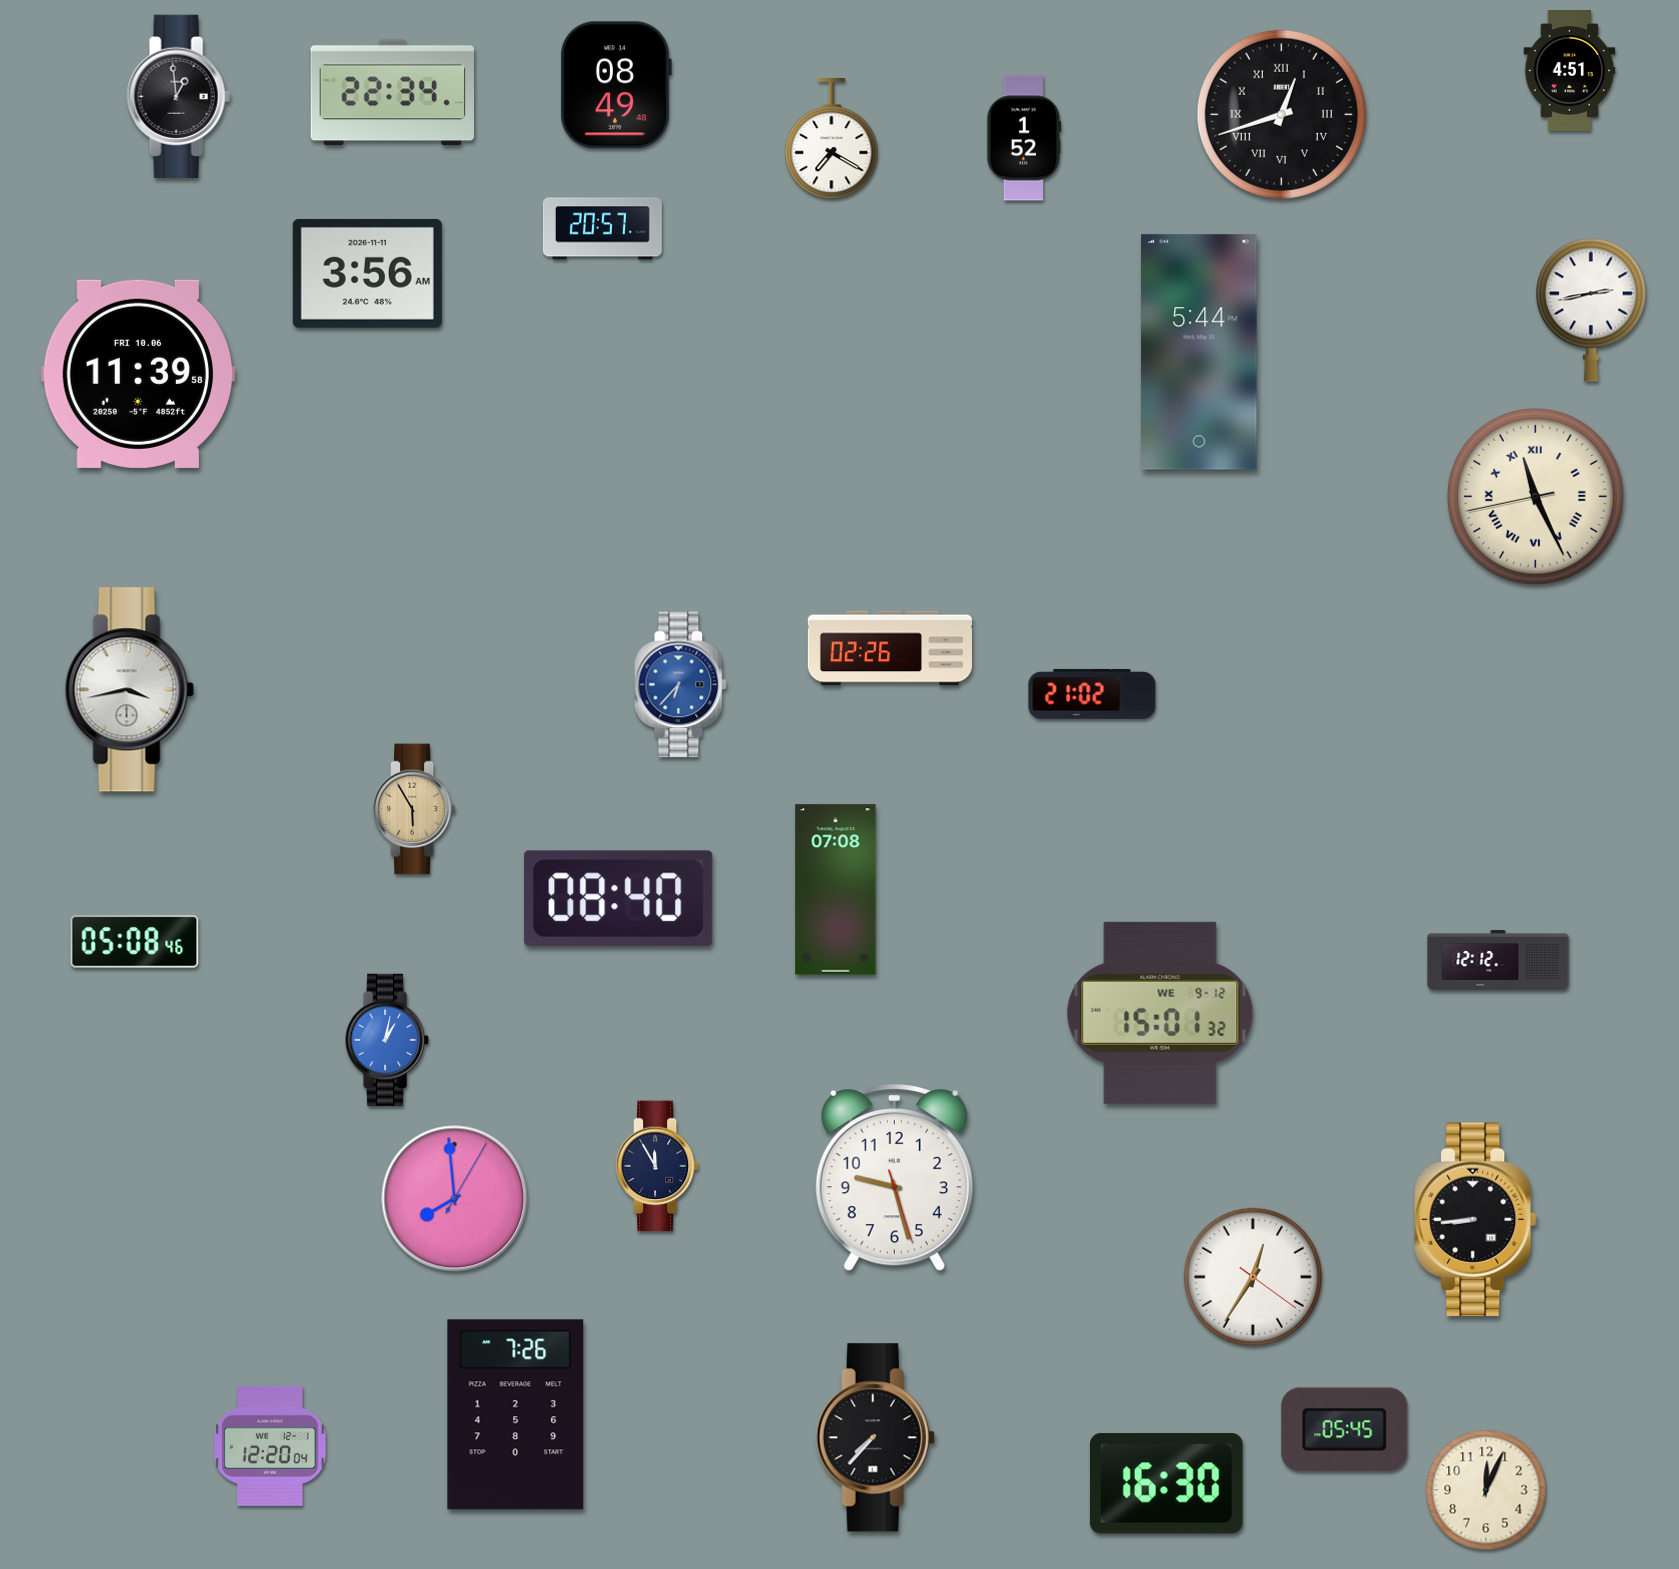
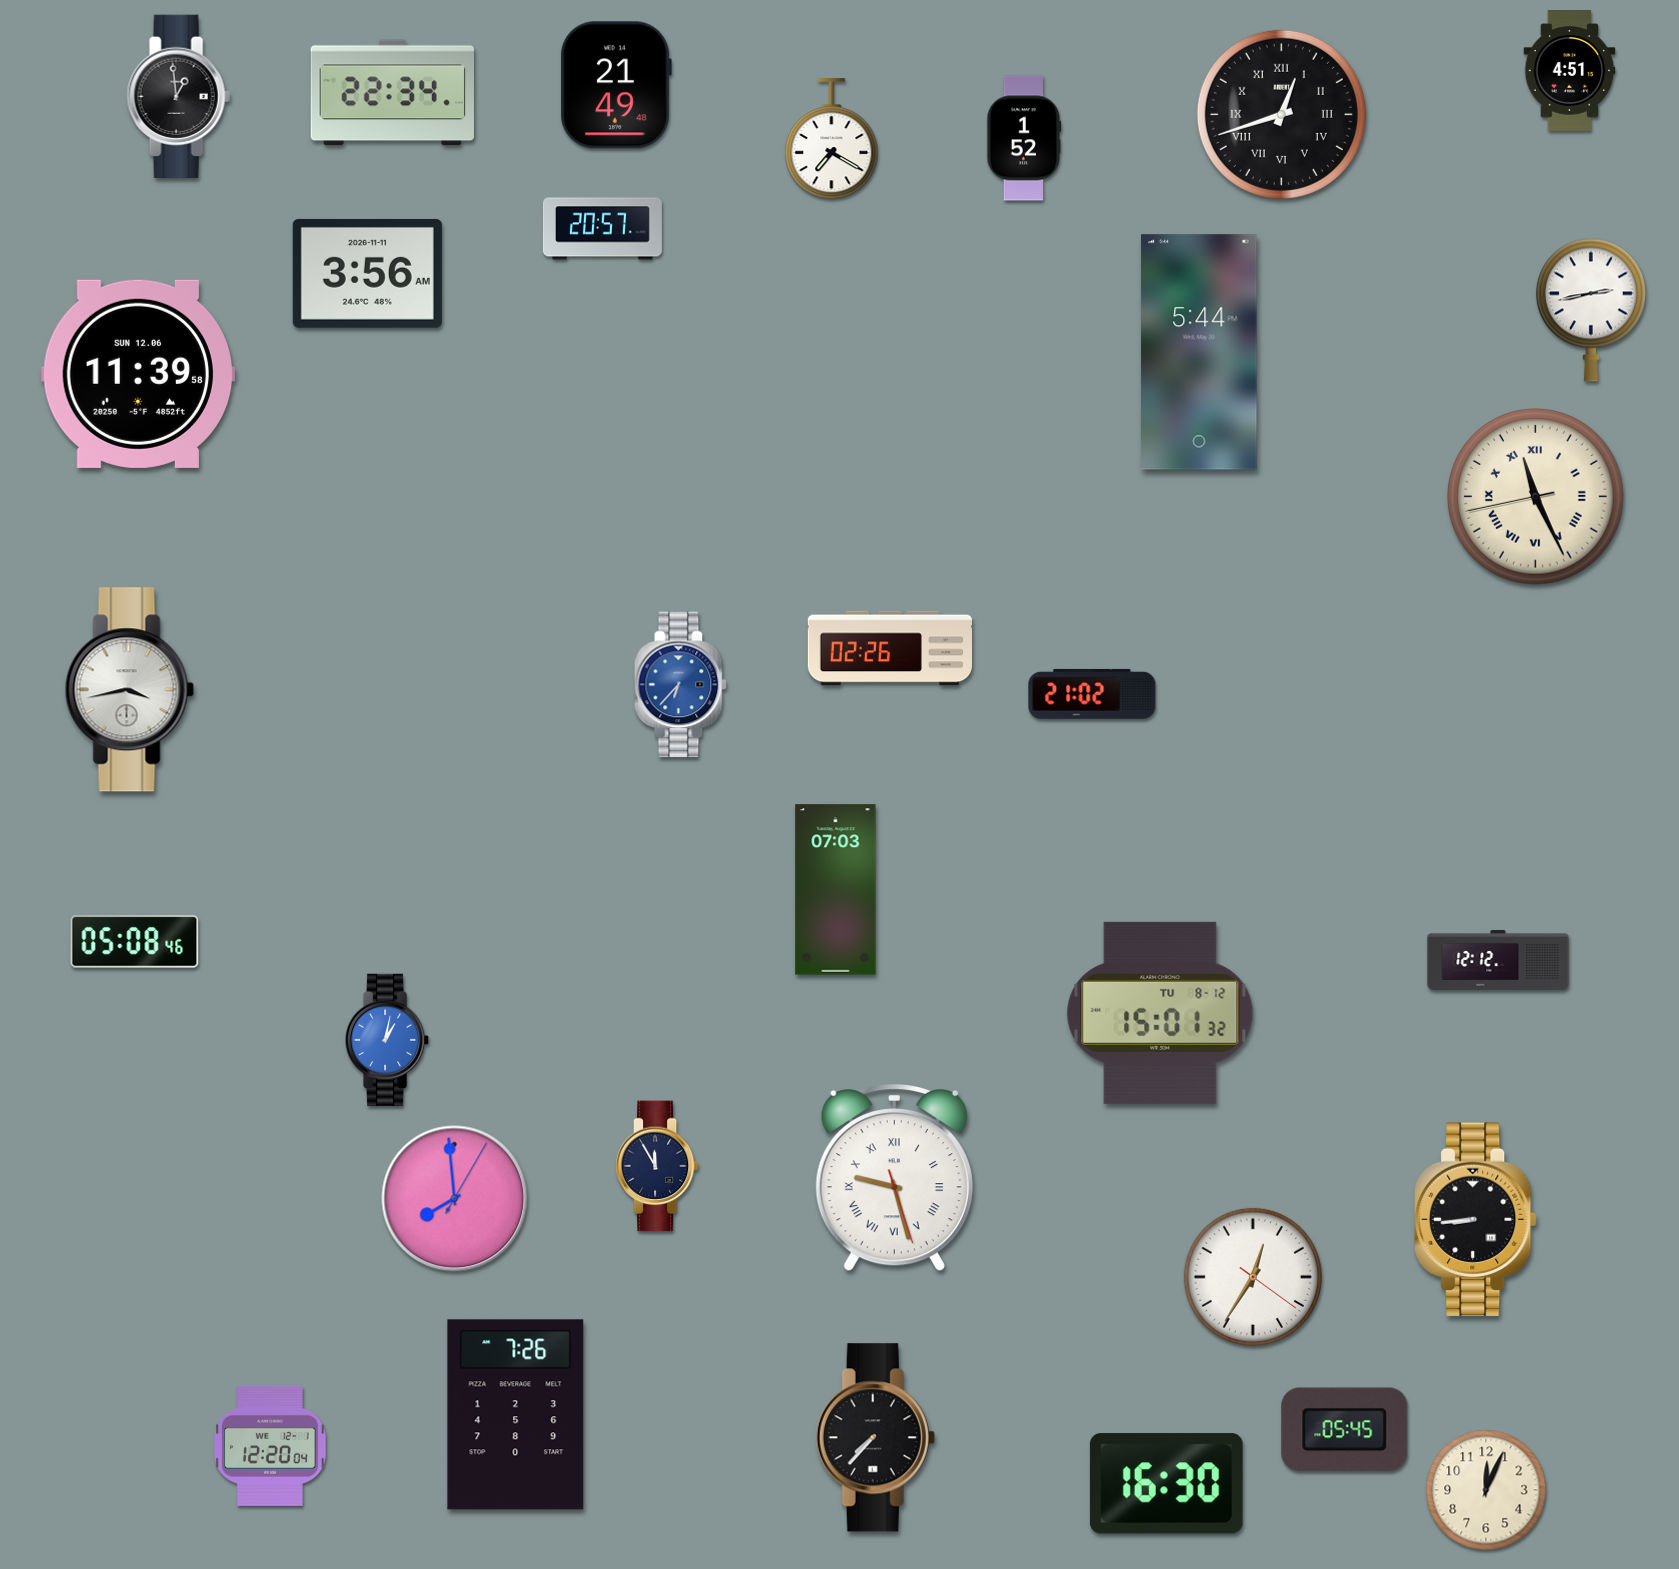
clock at (616, 85): 08:49 -> 21:49
clock at (137, 374) date: FRI 10.06 -> SUN 12.06
clock at (414, 809): 5:55 -> none
clock at (836, 890): 07:08 -> 07:03
clock at (619, 898): 08:40 -> none
clock at (1160, 1013) date: WE 9-12 -> TU 8-12
clock at (894, 1178) numerals: Arabic -> Roman
